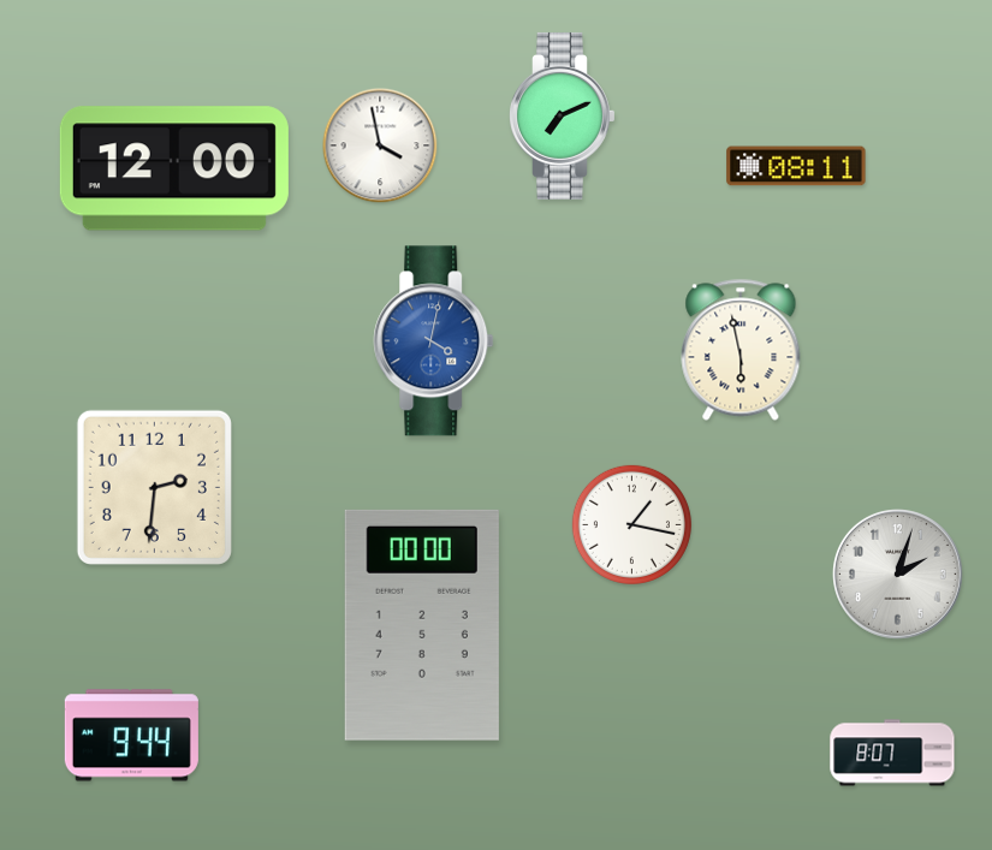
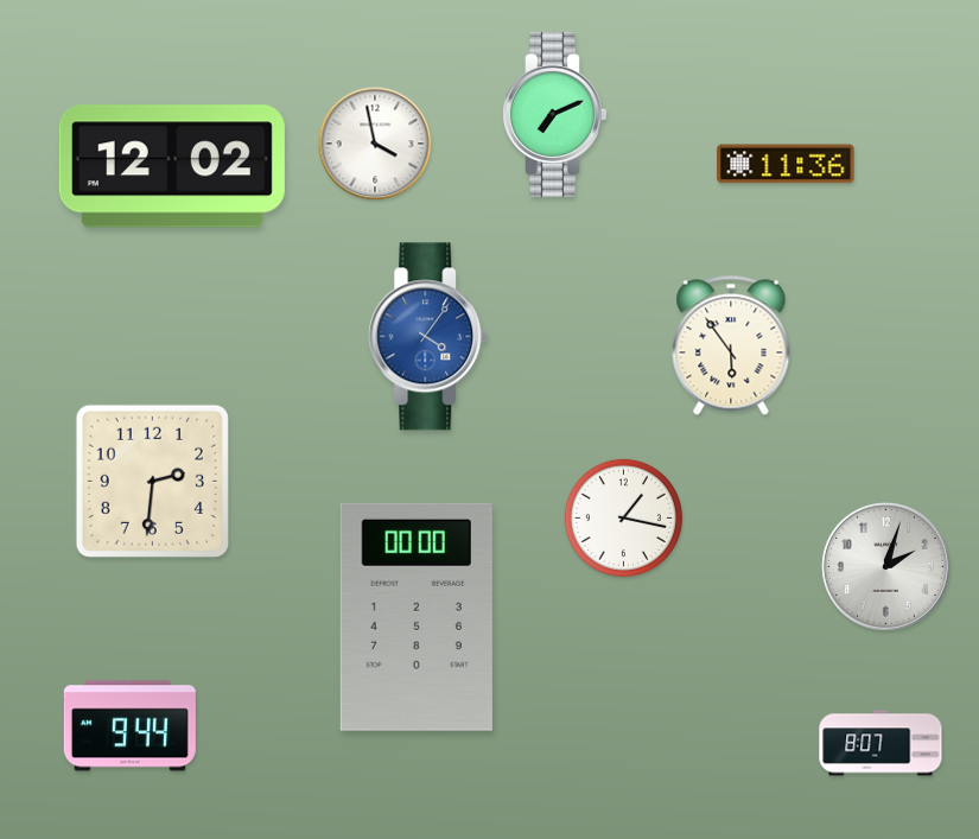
clock at (796, 166): 08:11 -> 11:36
clock at (174, 168): 12:00 -> 12:02
clock at (434, 341): 4:02 -> 4:06
clock at (741, 350): 5:58 -> 5:54
